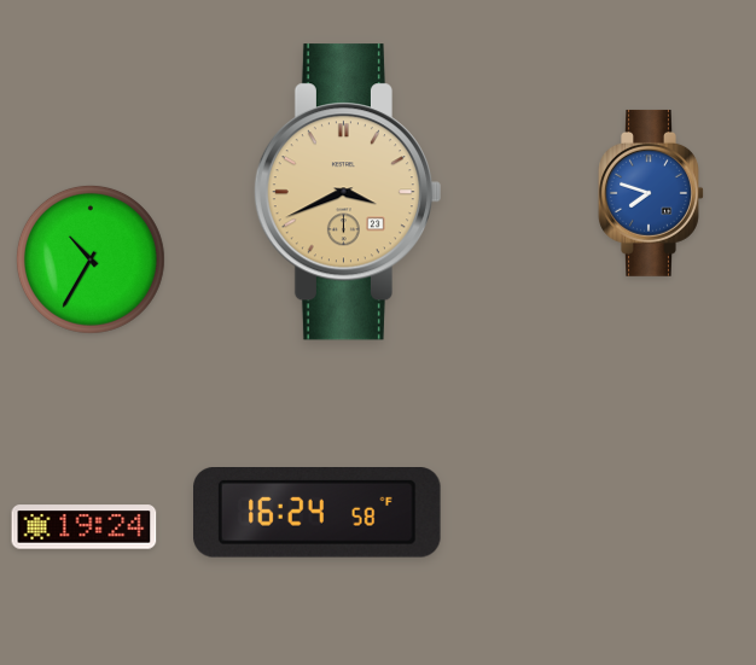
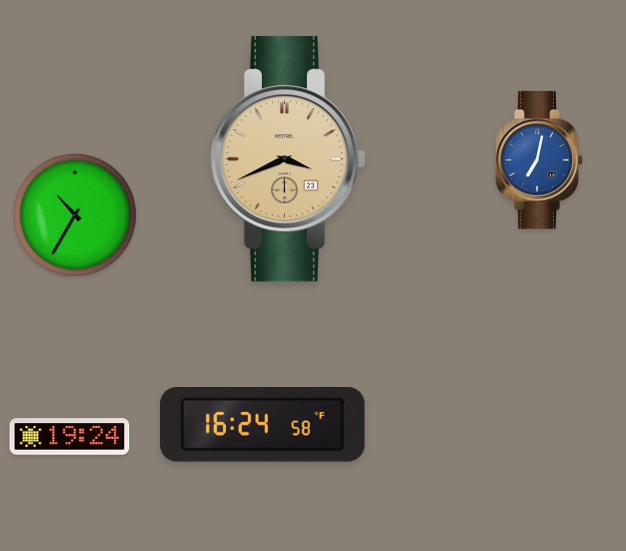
clock at (651, 193): 7:48 -> 7:02
